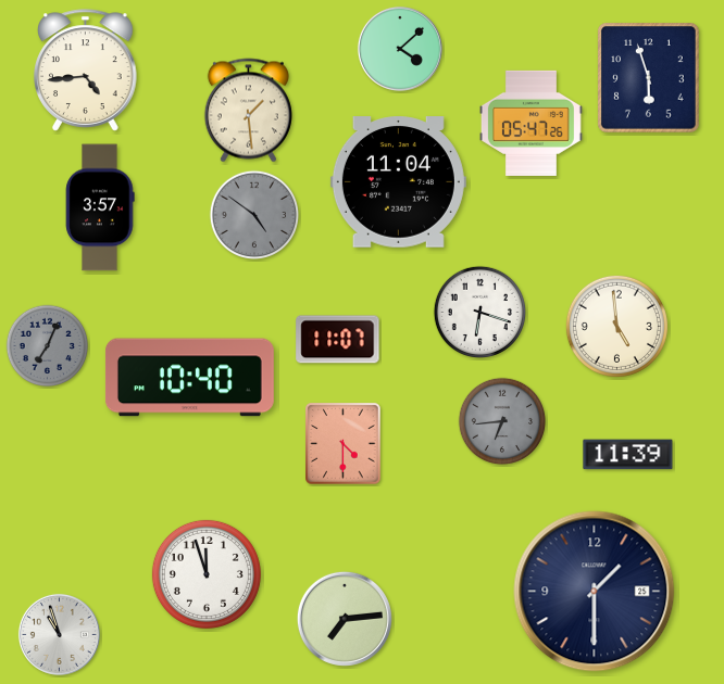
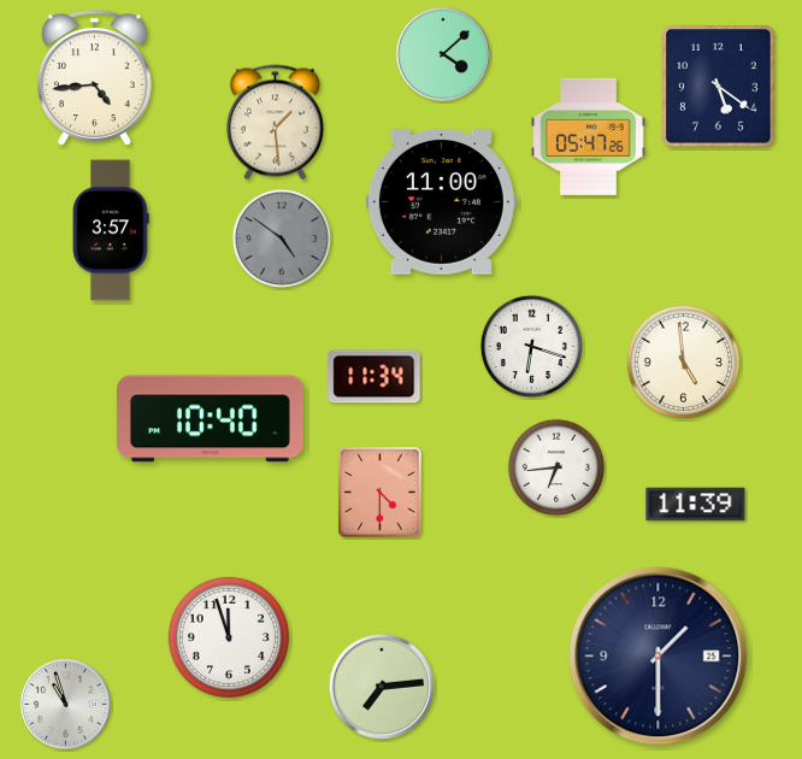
clock at (649, 78): 5:57 -> 5:21
clock at (398, 182): 11:04 -> 11:00
clock at (338, 340): 11:07 -> 11:34
clock at (48, 346): 7:04 -> none
clock at (502, 421) dial: grey -> white
